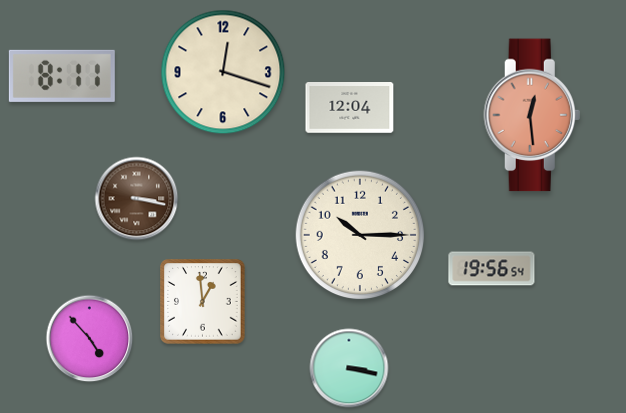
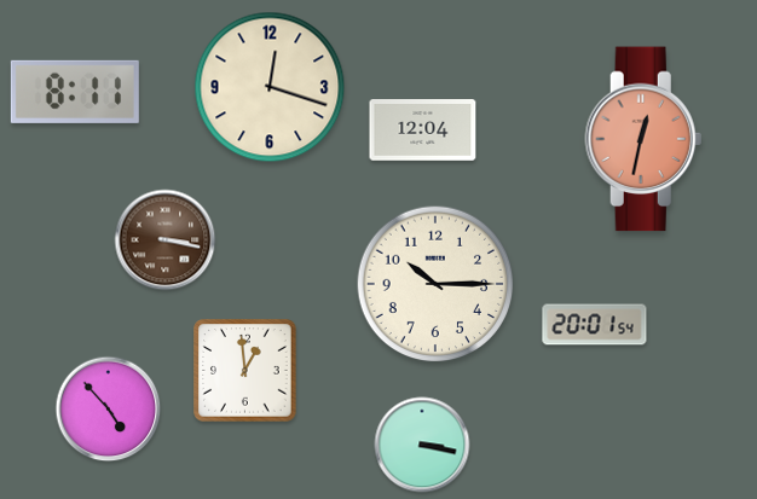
clock at (532, 115): 12:29 -> 12:32
clock at (492, 269): 19:56 -> 20:01
clock at (203, 302) position: (203, 302) -> (245, 371)
